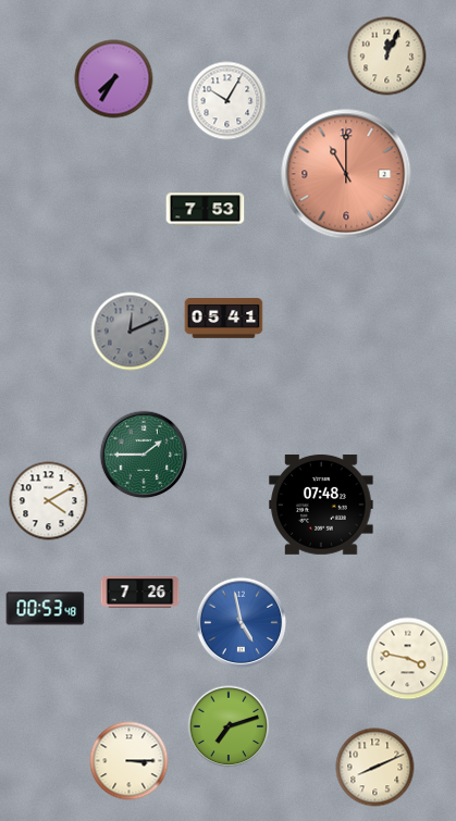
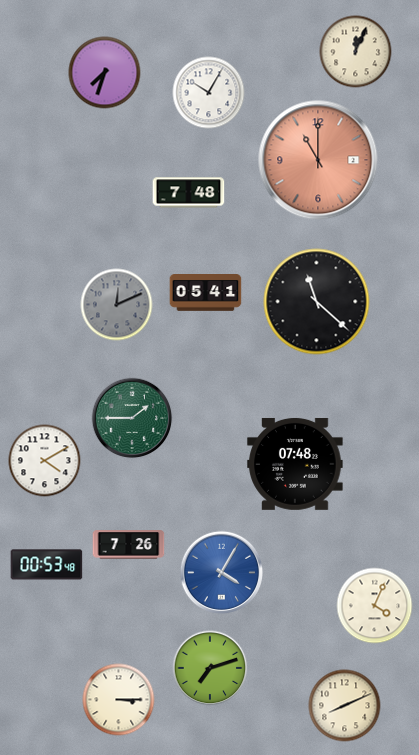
clock at (114, 79): 7:35 -> 7:33
clock at (206, 210): 7:53 -> 7:48
clock at (317, 302): none -> 11:22
clock at (131, 332) position: (131, 332) -> (117, 305)
clock at (46, 609) position: (46, 609) -> (47, 565)
clock at (241, 622): 4:58 -> 4:05
clock at (408, 659): 3:47 -> 4:04
